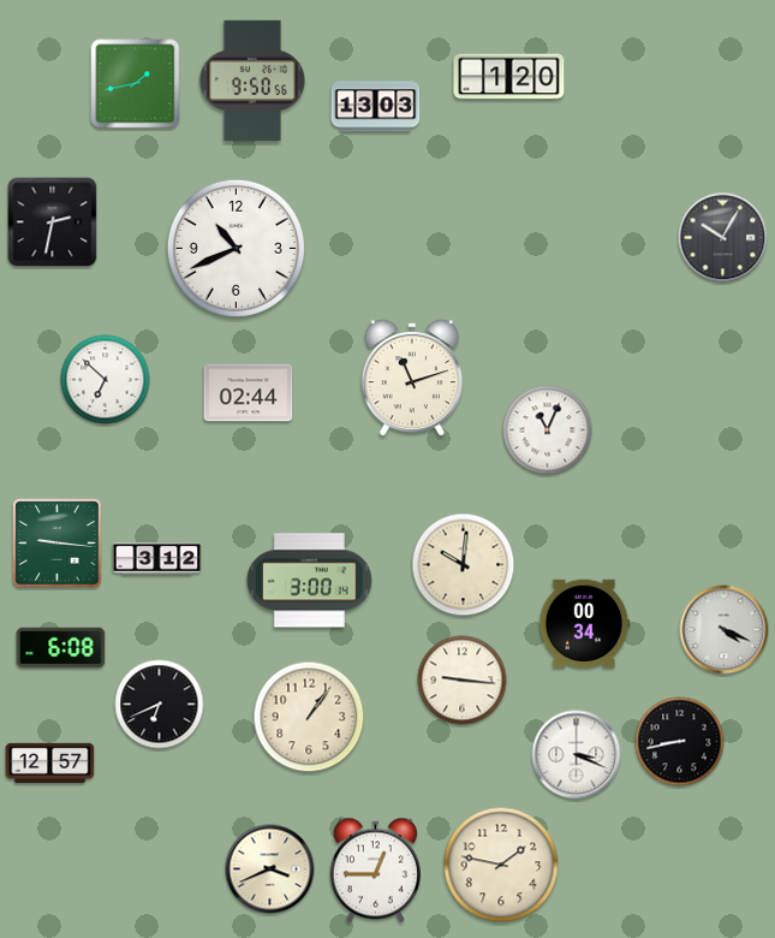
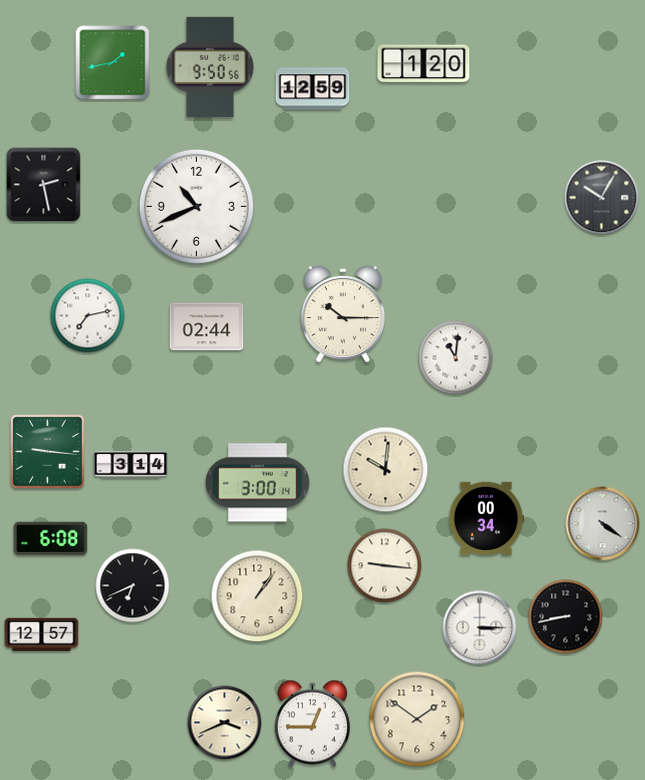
clock at (136, 84) position: (136, 84) -> (113, 63)
clock at (376, 107): 13:03 -> 12:59
clock at (53, 222): 2:32 -> 2:28
clock at (411, 378): 11:12 -> 10:15
clock at (106, 380): 6:52 -> 7:13
clock at (548, 431): 11:04 -> 11:01
clock at (157, 559): 3:12 -> 3:14
clock at (725, 630): 4:19 -> 4:21
clock at (577, 755): 3:19 -> 3:15
clock at (501, 865): 1:47 -> 1:51
